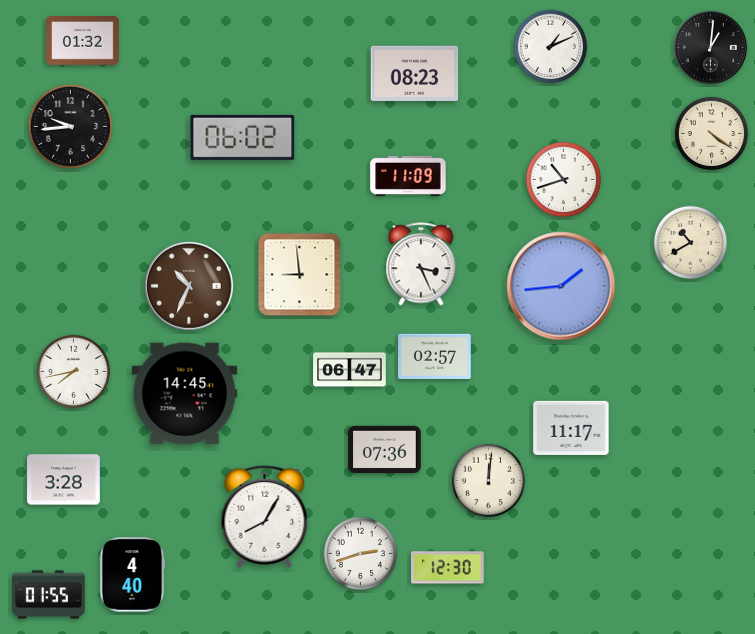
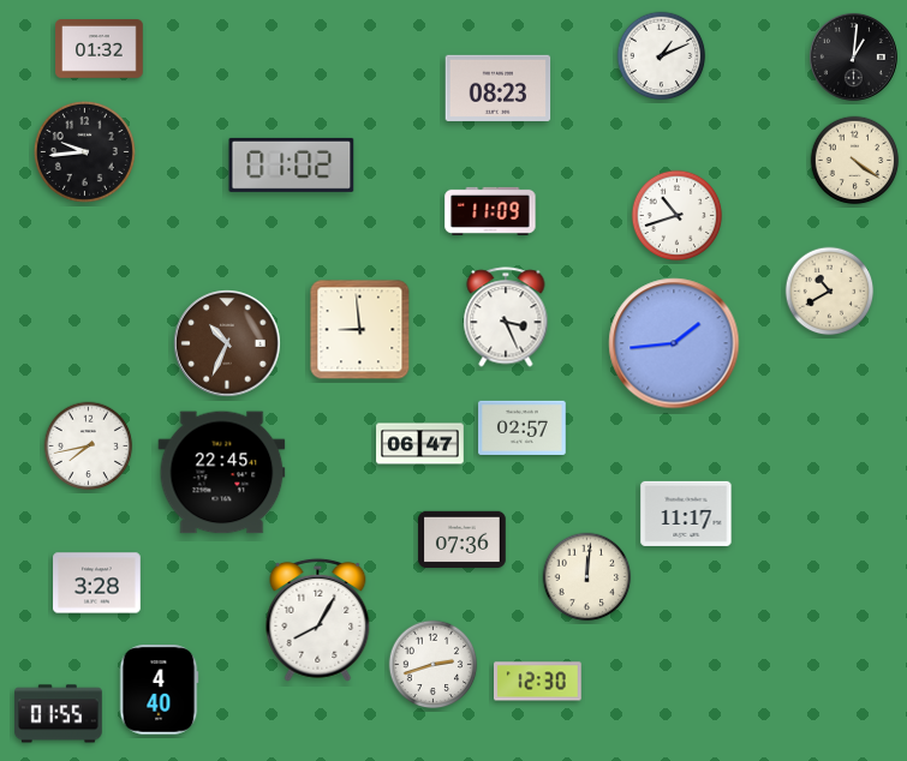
clock at (243, 137): 06:02 -> 01:02
clock at (185, 394): 14:45 -> 22:45
clock at (64, 480) position: (64, 480) -> (97, 583)
